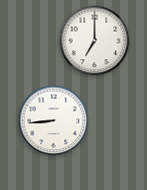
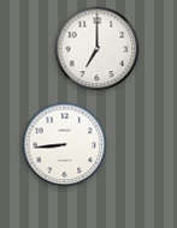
clock at (95, 41) position: (95, 41) -> (98, 49)
